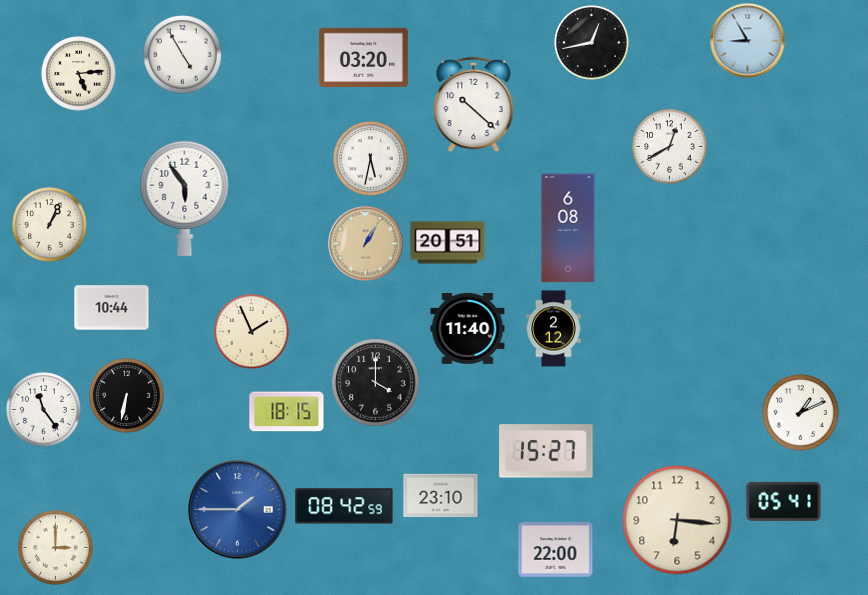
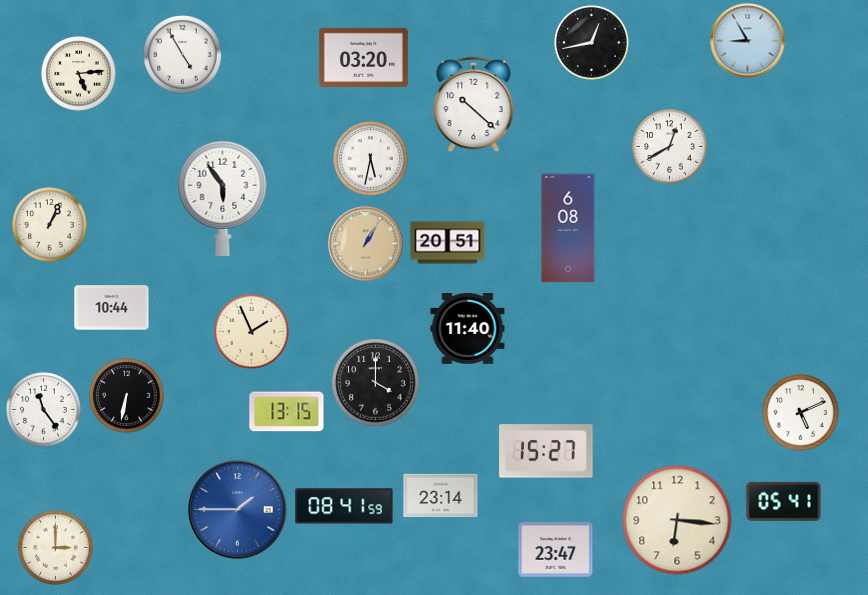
clock at (185, 198) position: (185, 198) -> (223, 198)
clock at (554, 329): 2:12 -> none
clock at (287, 412): 18:15 -> 13:15
clock at (801, 413): 1:11 -> 5:11
clock at (441, 496): 23:10 -> 23:14
clock at (344, 506): 08:42 -> 08:41
clock at (556, 550): 22:00 -> 23:47
